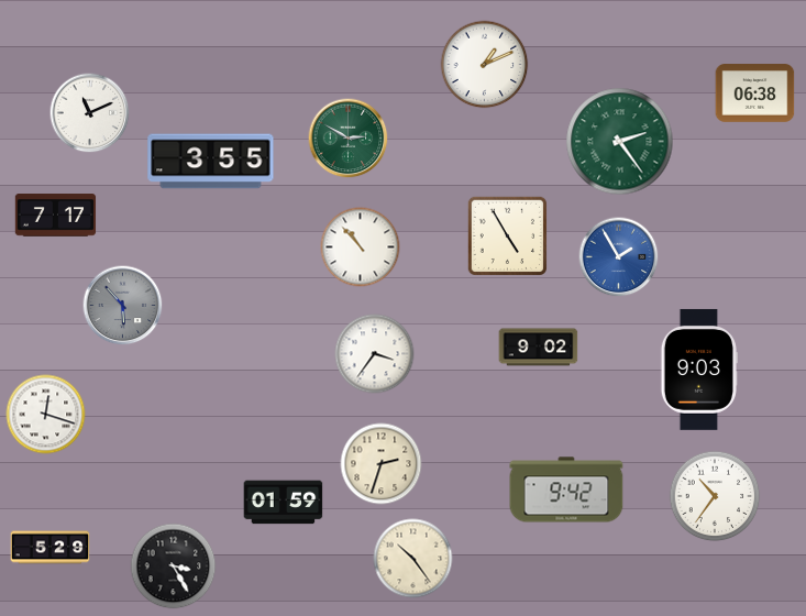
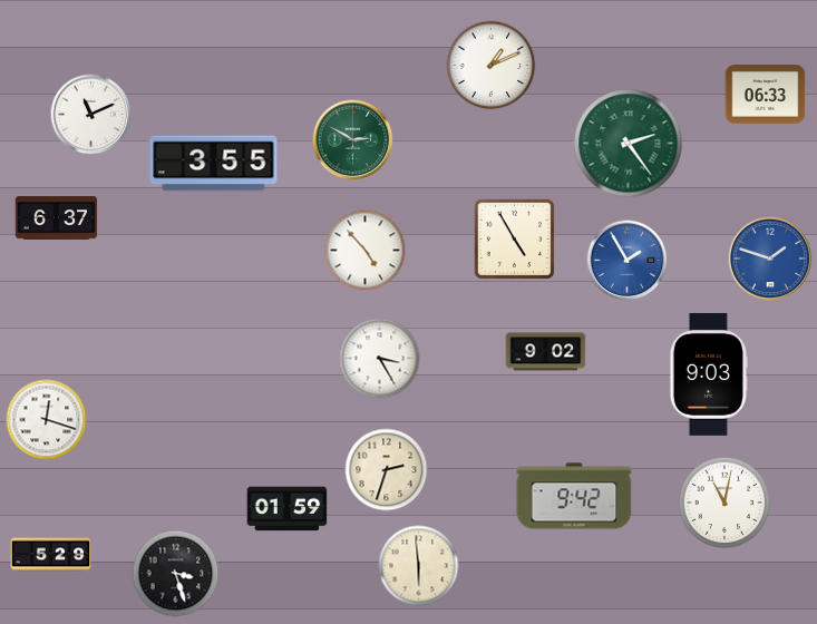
clock at (755, 94): 06:38 -> 06:33
clock at (56, 216): 7:17 -> 6:37
clock at (361, 248): 10:53 -> 4:53
clock at (770, 259): none -> 1:48
clock at (123, 306): 5:53 -> none
clock at (375, 354): 3:36 -> 3:25
clock at (715, 496): 10:36 -> 11:02
clock at (413, 559): 10:24 -> 5:59
clock at (174, 566): 3:25 -> 3:27
